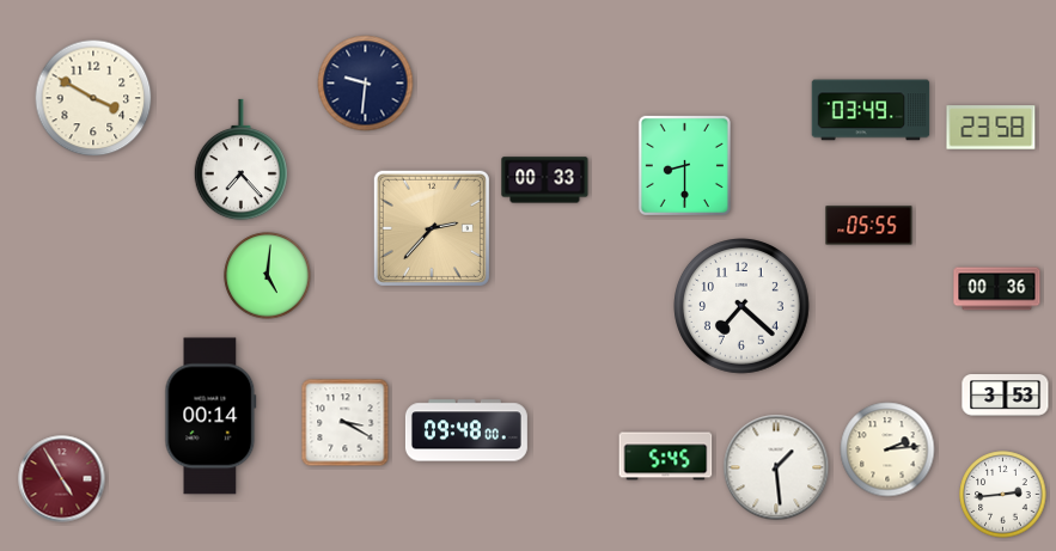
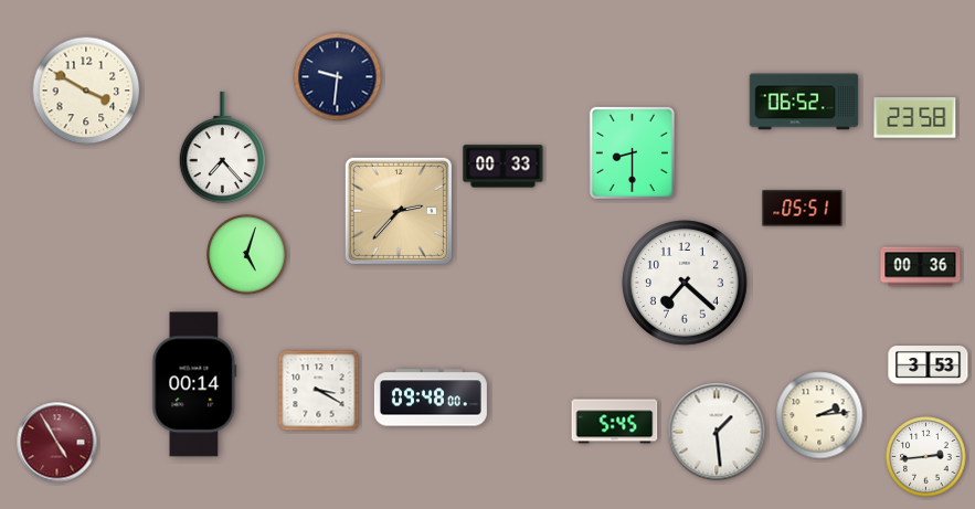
clock at (871, 110): 03:49 -> 06:52
clock at (869, 226): 05:55 -> 05:51
clock at (268, 276): 5:01 -> 5:03
